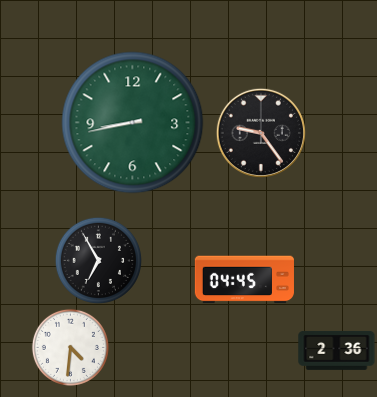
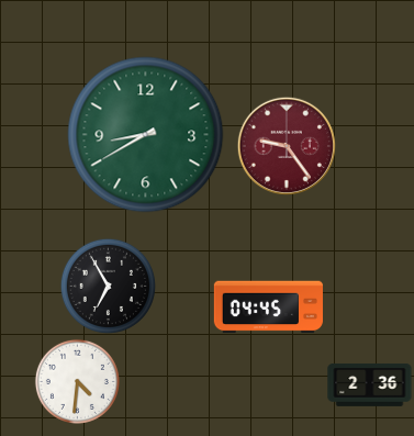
clock at (133, 123): 8:43 -> 8:40
clock at (261, 133) dial: black -> burgundy
